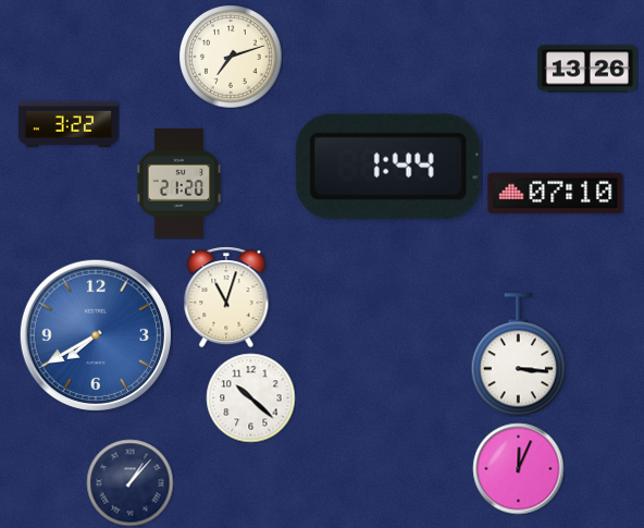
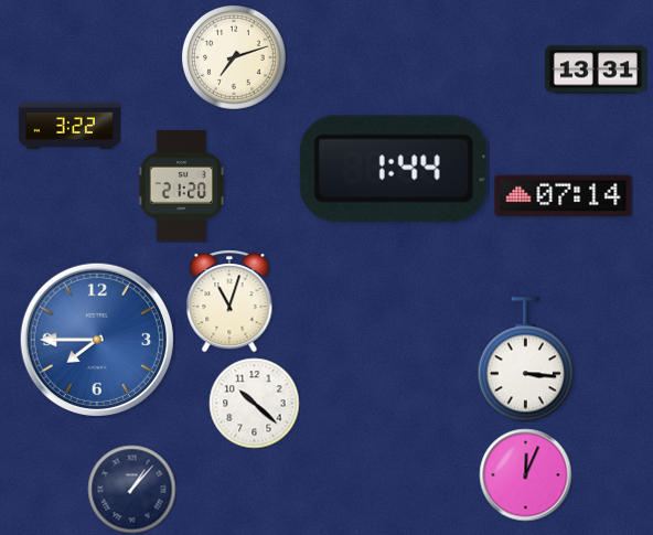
clock at (587, 69): 13:26 -> 13:31
clock at (556, 194): 07:10 -> 07:14
clock at (96, 335): 7:40 -> 7:45
